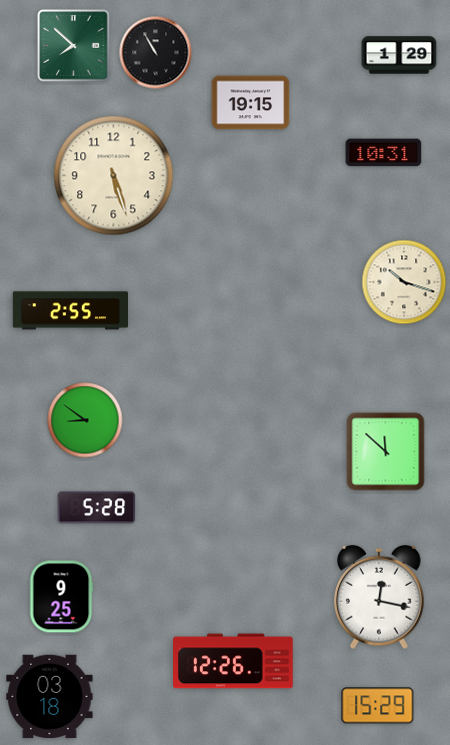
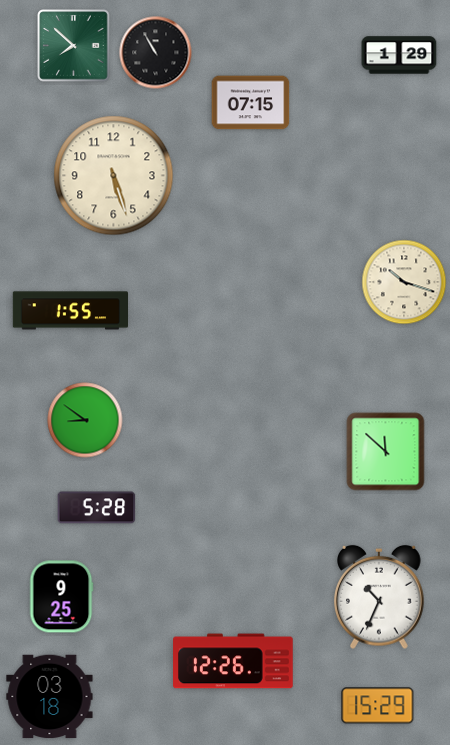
clock at (251, 103): 19:15 -> 07:15
clock at (384, 153): 10:31 -> none
clock at (71, 311): 2:55 -> 1:55
clock at (379, 597): 12:17 -> 10:34
